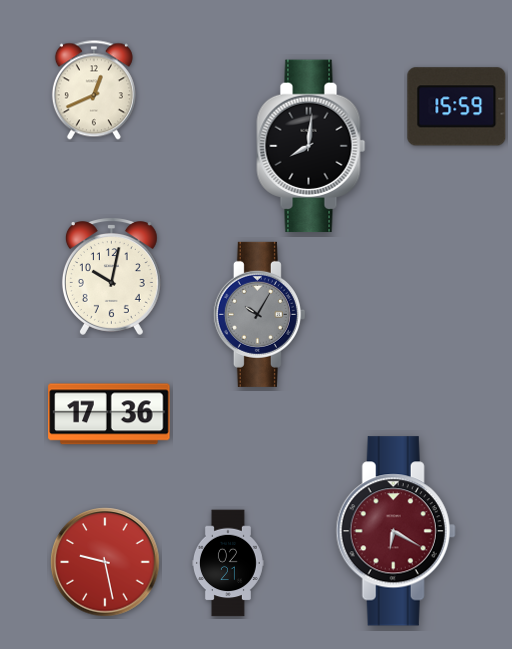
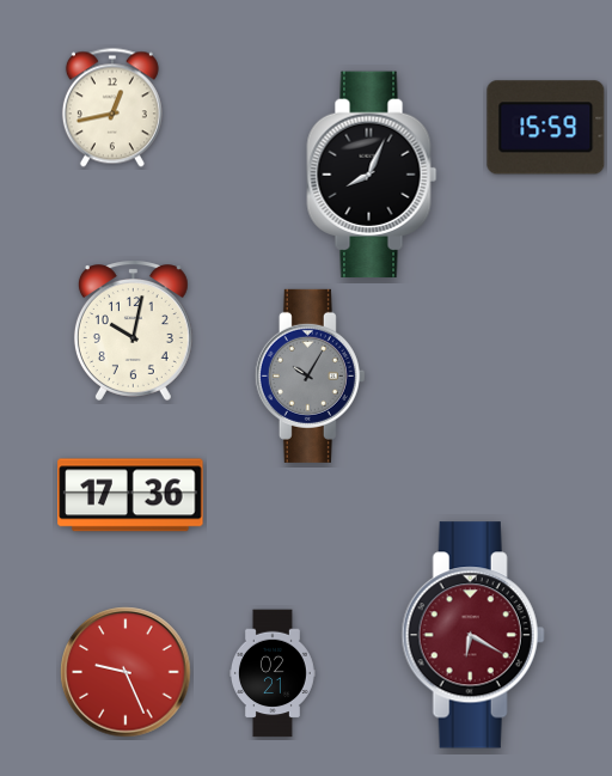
clock at (94, 90): 12:41 -> 12:43
clock at (311, 146): 8:01 -> 8:04
clock at (105, 562): 9:28 -> 9:26
